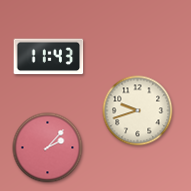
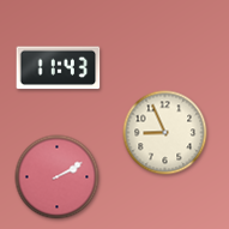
clock at (138, 111): 9:42 -> 8:56
clock at (48, 148): 2:07 -> 2:10
